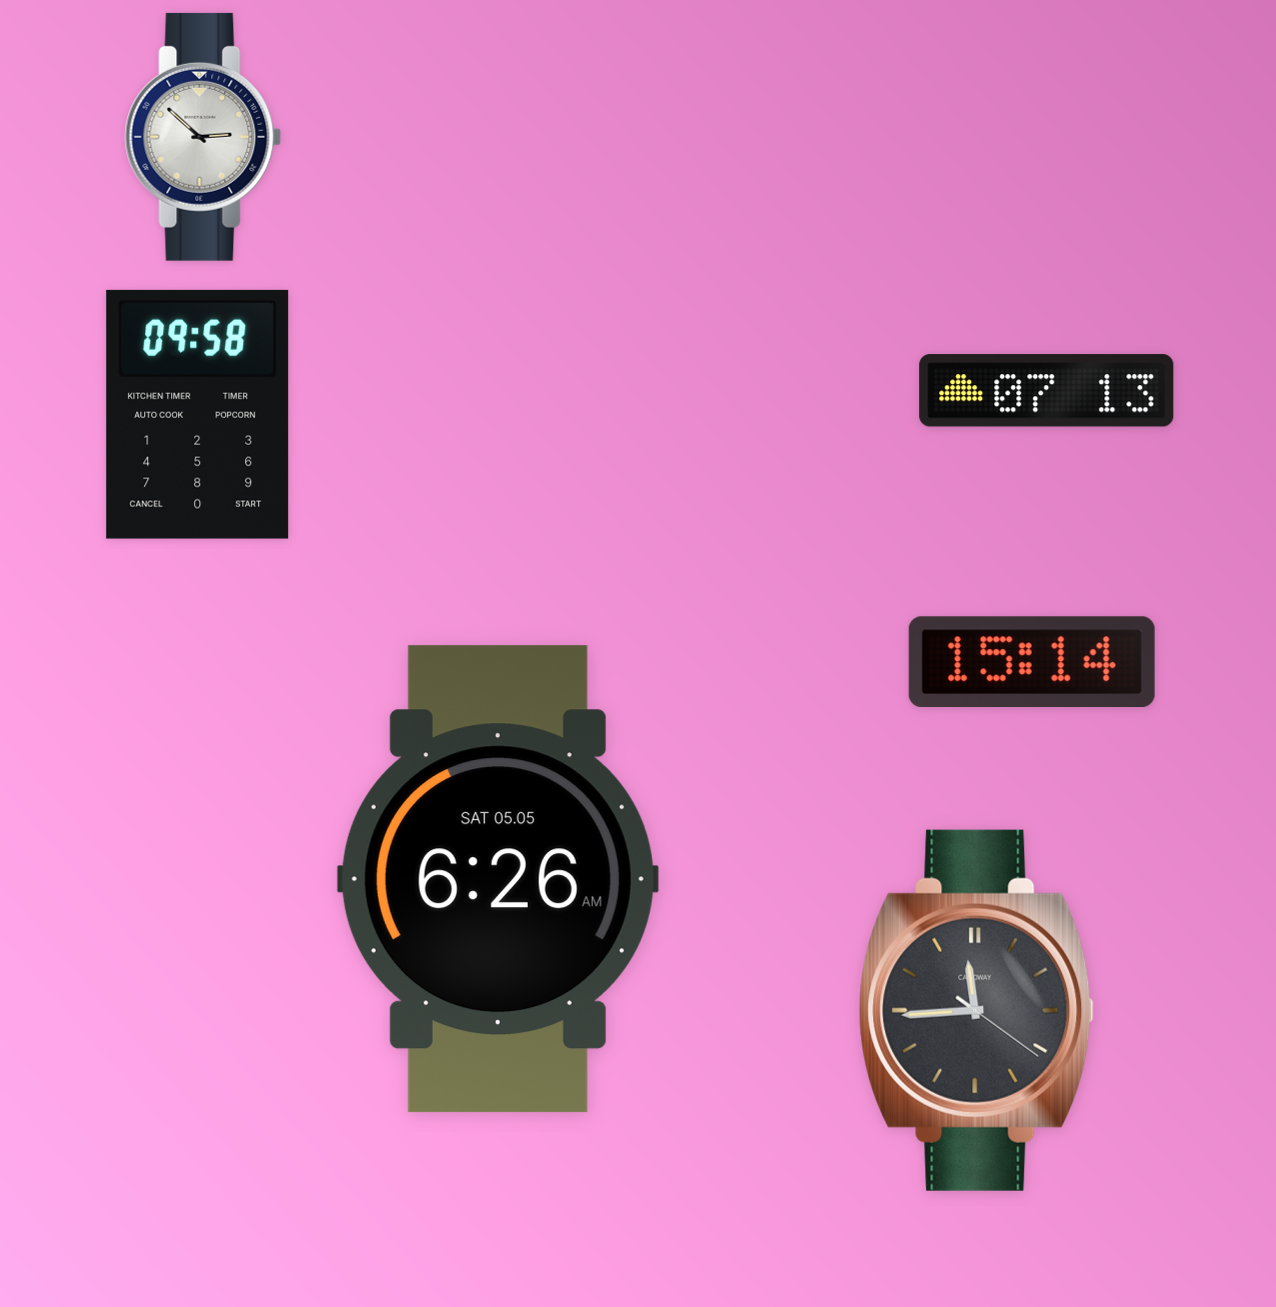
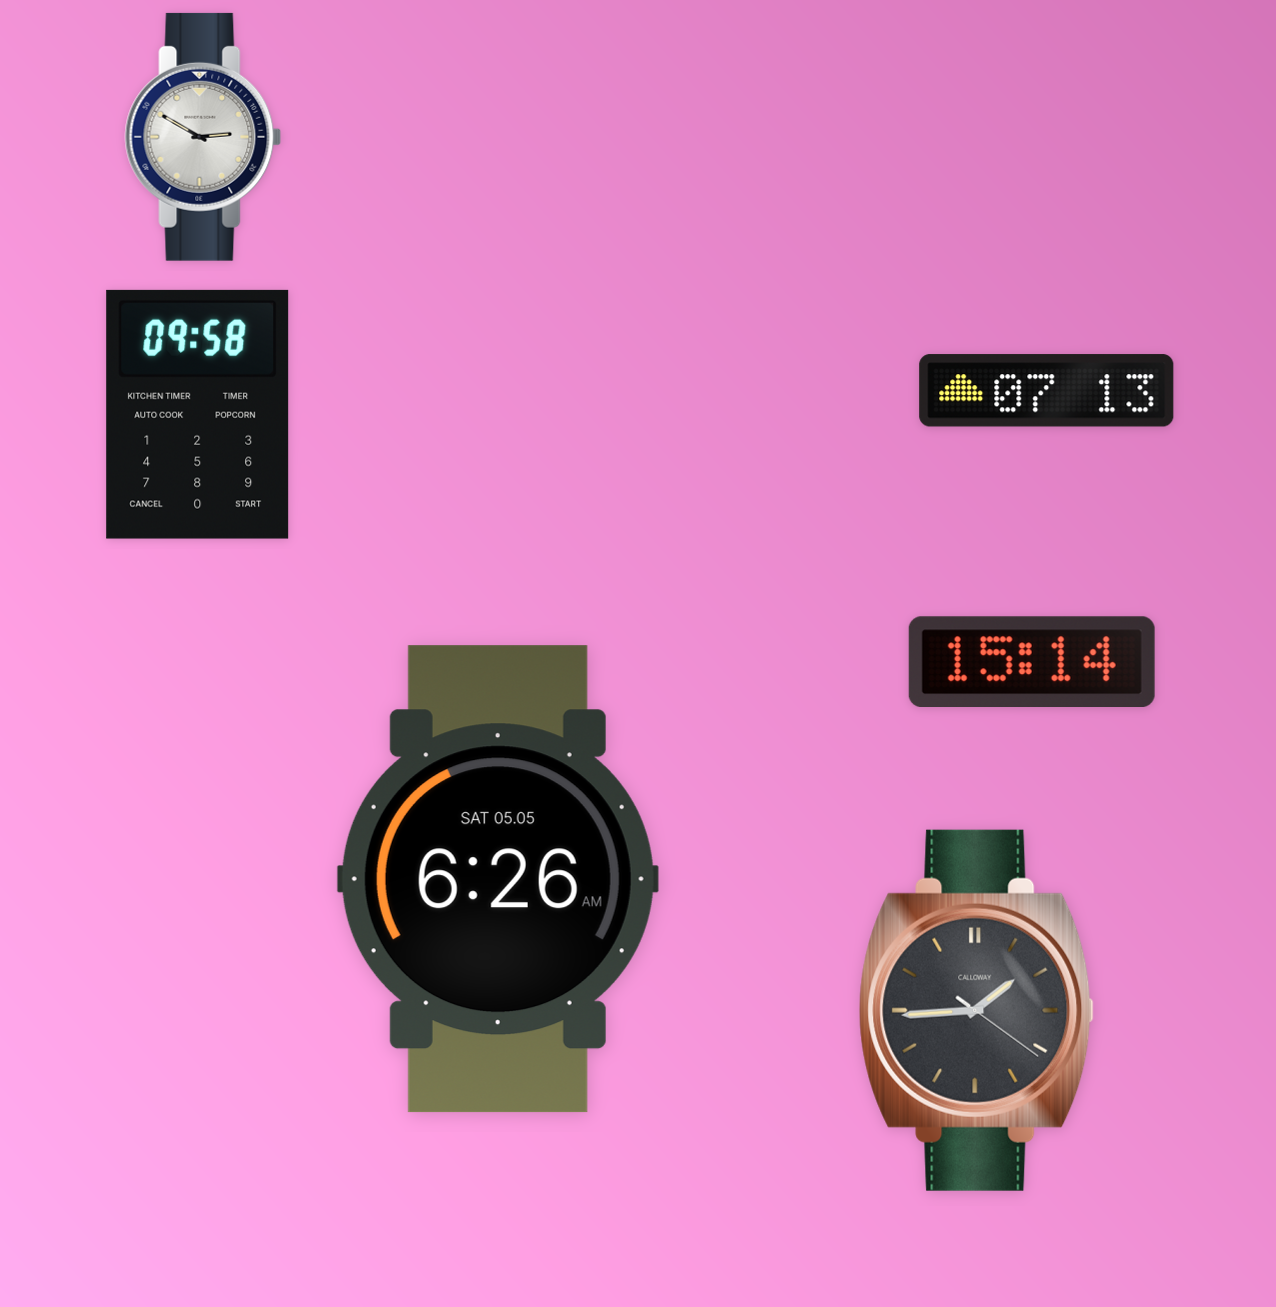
clock at (203, 137): 2:52 -> 2:50
clock at (976, 1010): 11:44 -> 1:44
